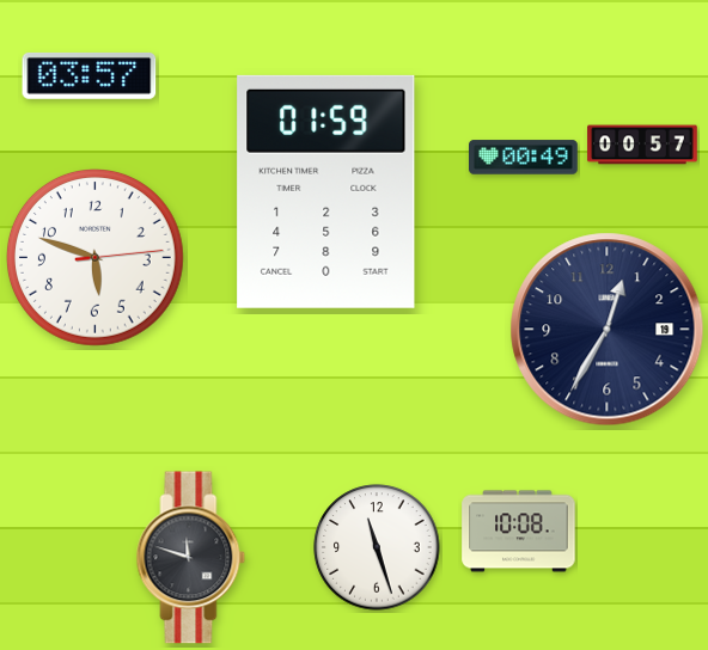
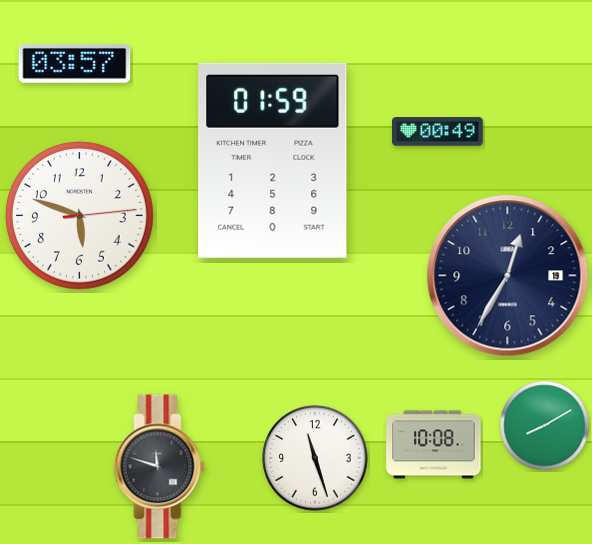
clock at (642, 145): 00:57 -> none
clock at (545, 426): none -> 8:10
